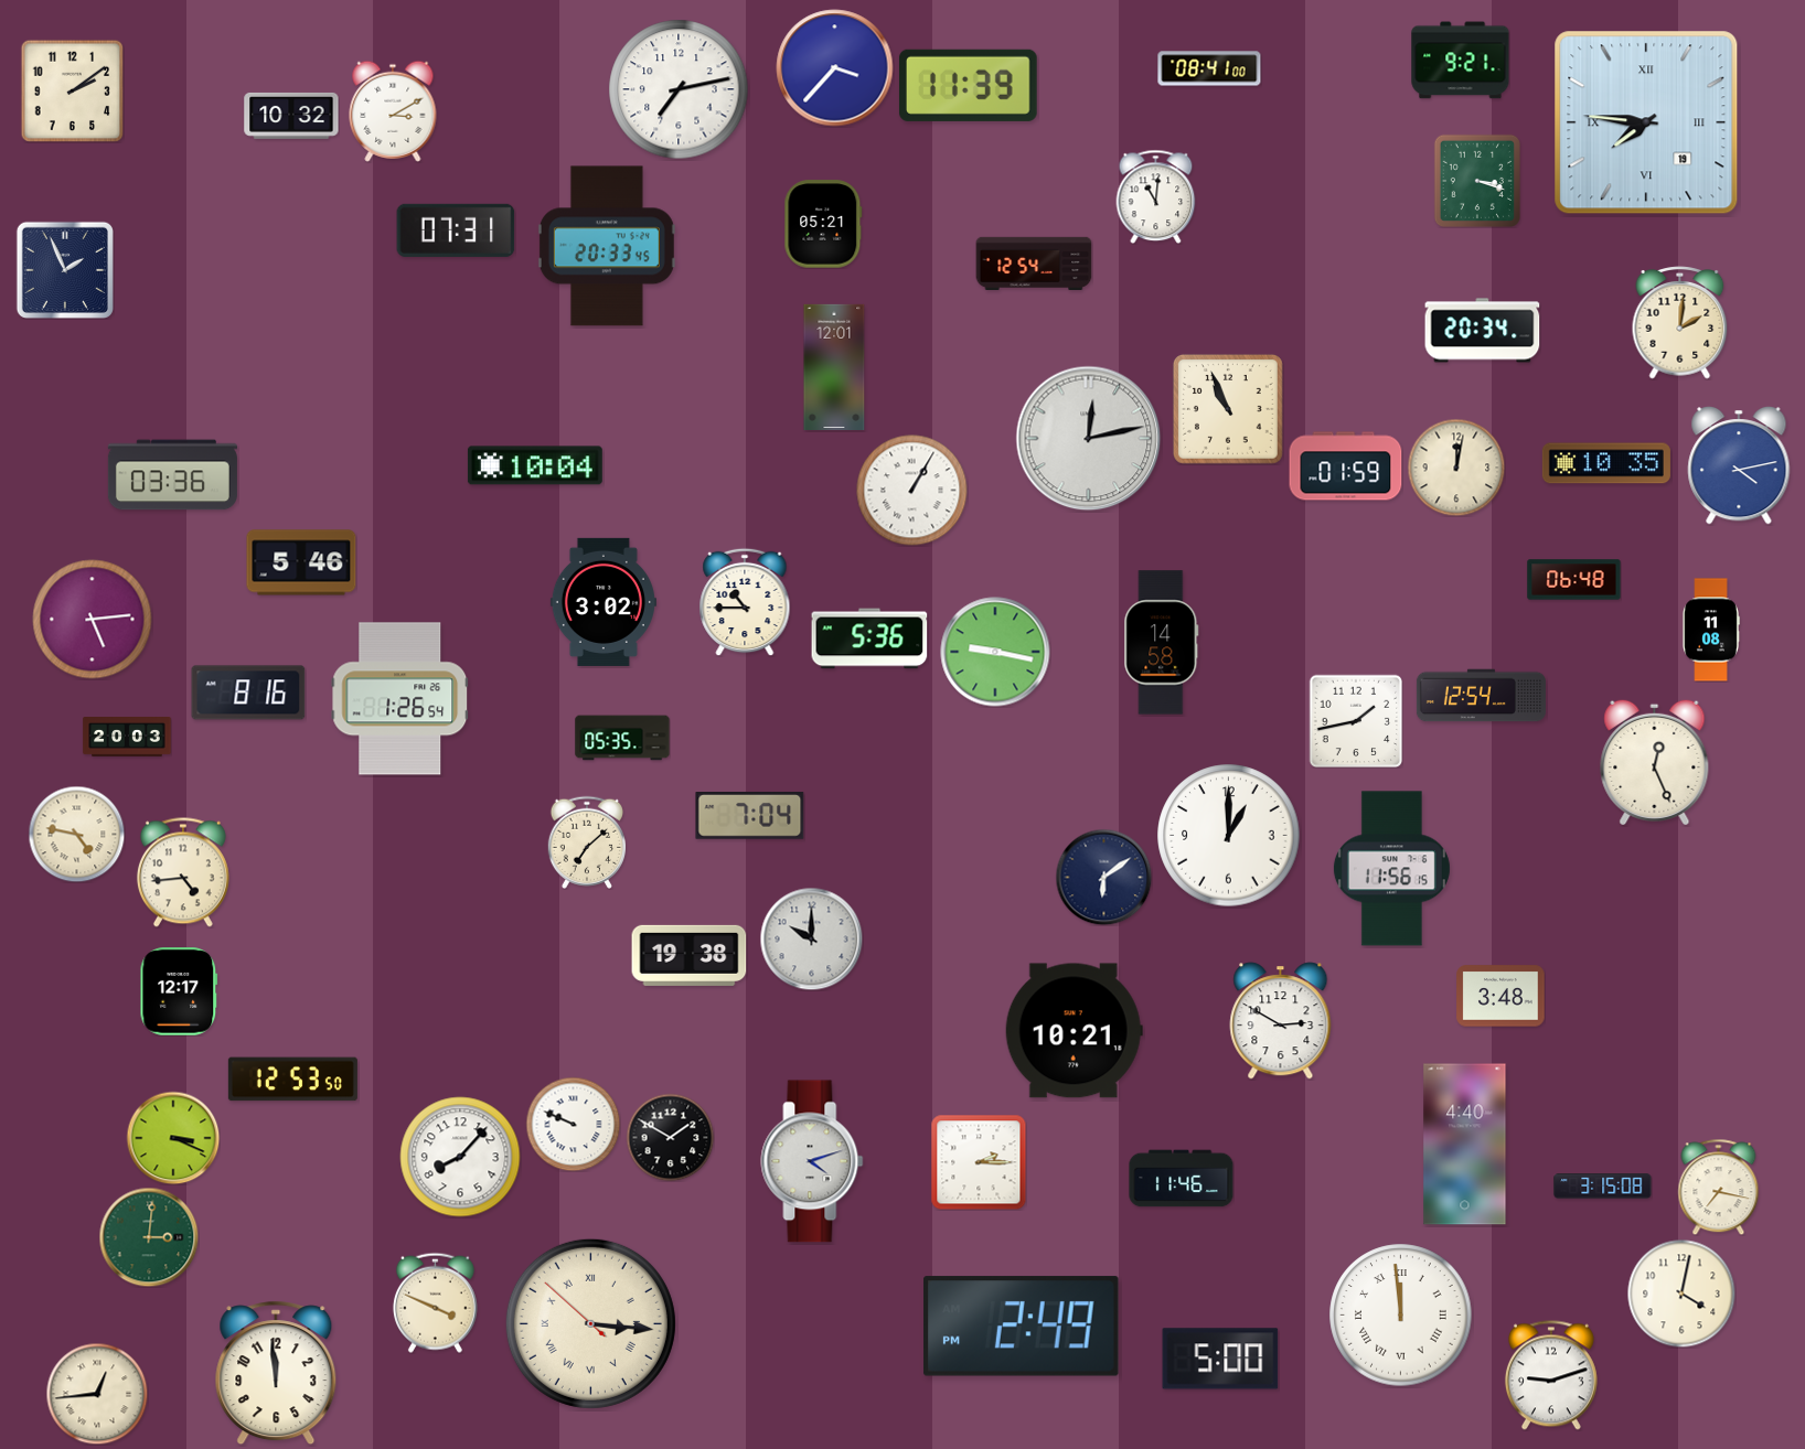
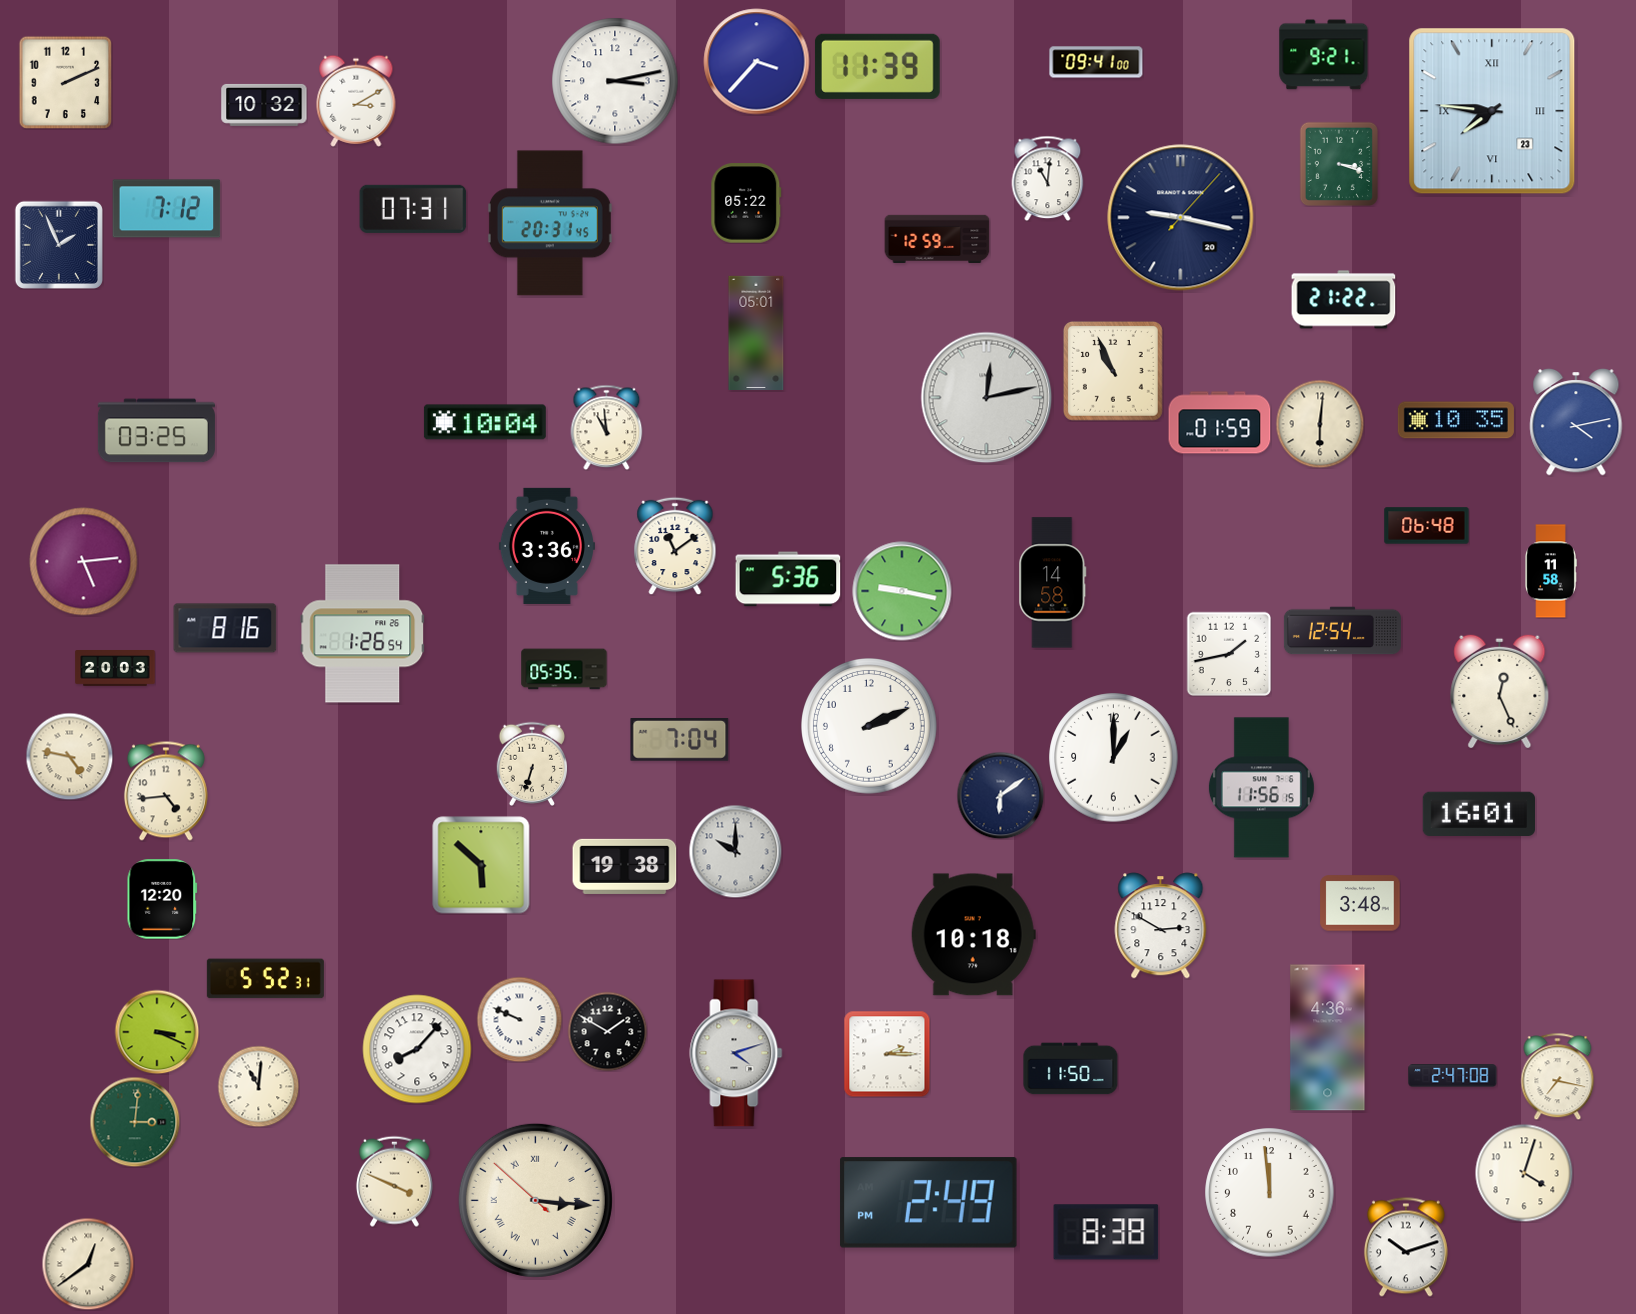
clock at (1209, 68): 08:41 -> 09:41
clock at (968, 85) position: (968, 85) -> (877, 66)
clock at (679, 89): 7:13 -> 3:13
clock at (72, 90): 2:09 -> 2:11
clock at (1646, 122) date: 19 -> 23
clock at (823, 224): 05:21 -> 05:22
clock at (167, 209): none -> 7:12
clock at (1181, 218): none -> 9:17
clock at (607, 246): 20:33 -> 20:31
clock at (1034, 262): 12:54 -> 12:59
clock at (1680, 323): 2:01 -> none
clock at (1483, 331): 20:34 -> 21:22
clock at (834, 366): 12:01 -> 05:01
clock at (1456, 468): 12:02 -> 6:01
clock at (607, 427): none -> 10:59
clock at (172, 475): 03:36 -> 03:25
clock at (912, 491): 1:05 -> none
clock at (301, 562): 5:46 -> none
clock at (604, 602): 3:02 -> 3:36
clock at (745, 602): 10:45 -> 11:09
clock at (1711, 630): 11:08 -> 11:58
clock at (870, 727): none -> 2:11
clock at (586, 842): 7:08 -> 6:33
clock at (1478, 814): none -> 16:01
clock at (481, 865): none -> 5:52
clock at (179, 991): 12:17 -> 12:20
clock at (1074, 1031): 10:21 -> 10:18
clock at (292, 1080): 12:53 -> 5:52
clock at (1465, 1145): 4:40 -> 4:36
clock at (1182, 1179): 11:46 -> 11:50
clock at (1603, 1187): 3:15 -> 2:47
clock at (258, 1086): none -> 11:01
clock at (1681, 1294): 4:02 -> 4:03
clock at (1401, 1316) numerals: Roman -> Arabic
clock at (1022, 1327) position: (1022, 1327) -> (929, 1203)
clock at (1220, 1359): 5:00 -> 8:38
clock at (276, 1373): 11:59 -> none
clock at (1551, 1375): 9:12 -> 10:12
clock at (97, 1394): 12:44 -> 12:39
